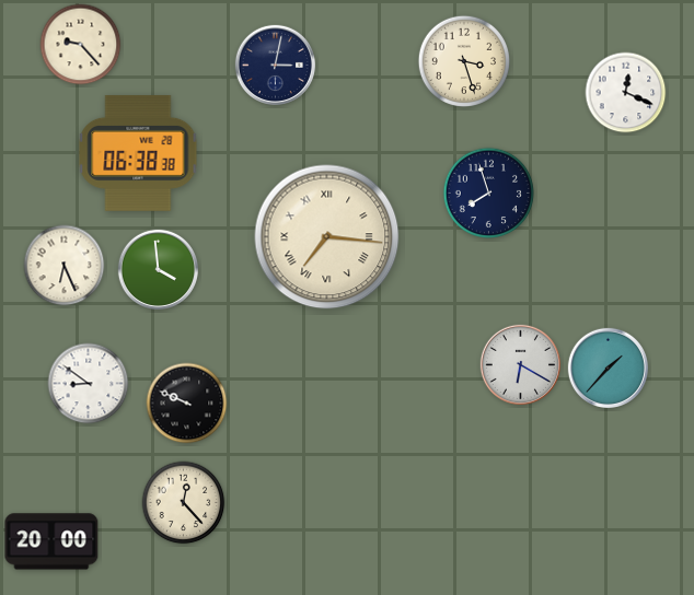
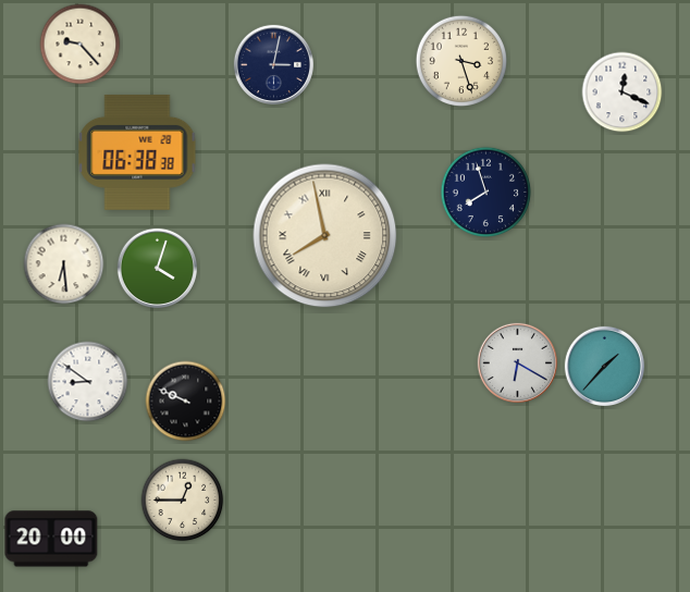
clock at (327, 237): 7:16 -> 7:58
clock at (65, 266): 6:26 -> 6:29
clock at (158, 269): 3:59 -> 4:03
clock at (184, 503): 12:23 -> 12:45
